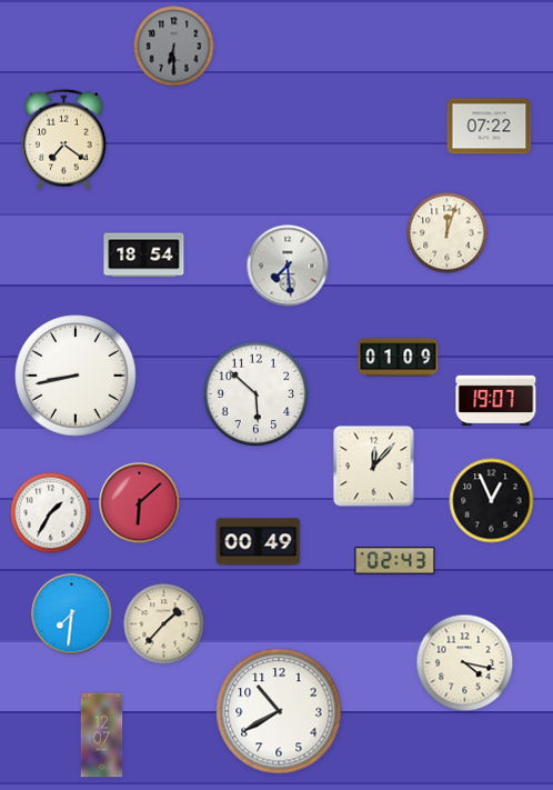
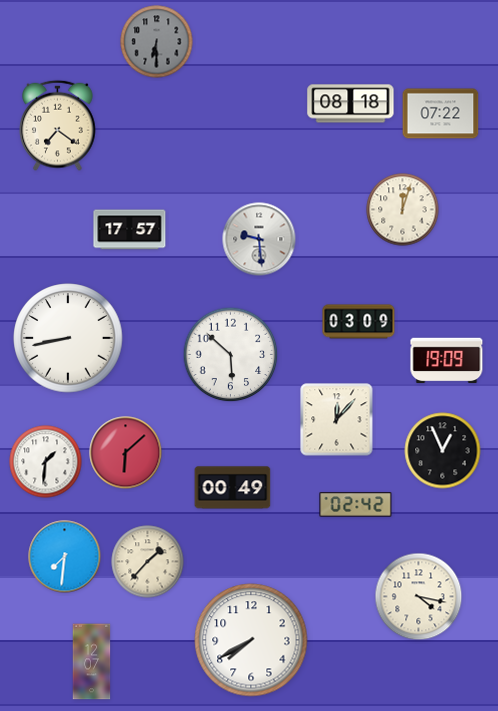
clock at (351, 104): none -> 08:18
clock at (144, 256): 18:54 -> 17:57
clock at (288, 266): 7:29 -> 9:29
clock at (399, 358): 01:09 -> 03:09
clock at (496, 401): 19:07 -> 19:09
clock at (51, 513): 1:35 -> 1:31
clock at (395, 561): 02:43 -> 02:42
clock at (72, 614) position: (72, 614) -> (65, 557)
clock at (279, 711): 10:40 -> 7:40
